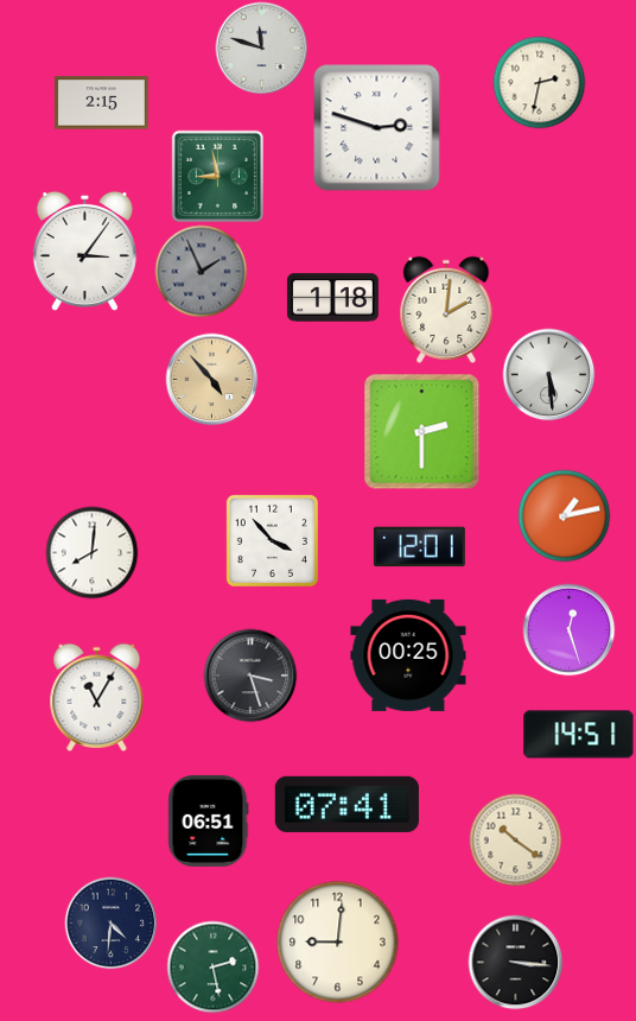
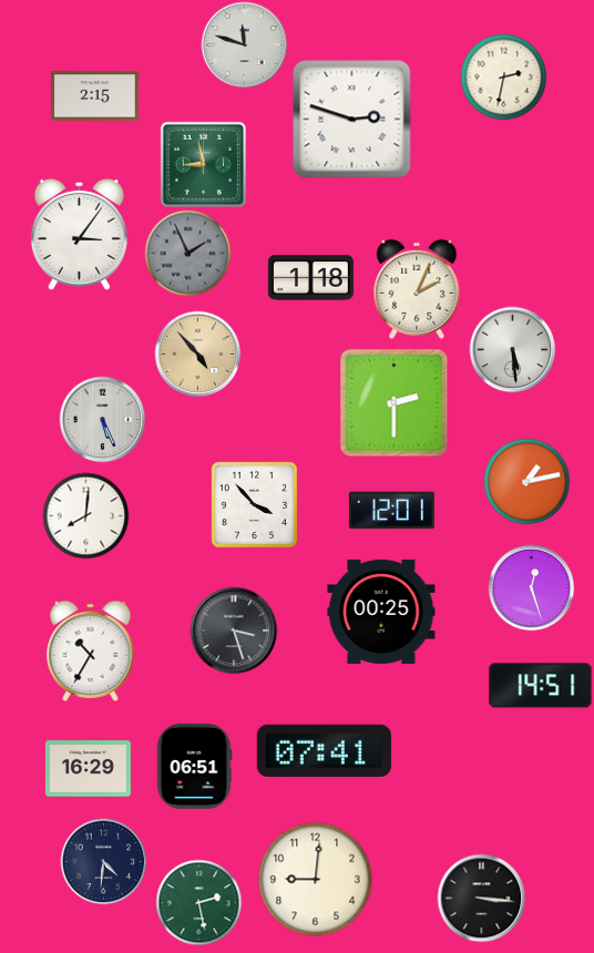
clock at (446, 310): 2:01 -> 2:04
clock at (102, 419): none -> 5:26
clock at (97, 697): 11:05 -> 10:35
clock at (88, 769): none -> 16:29
clock at (515, 839): 10:21 -> none
